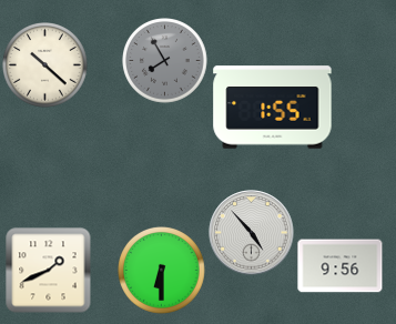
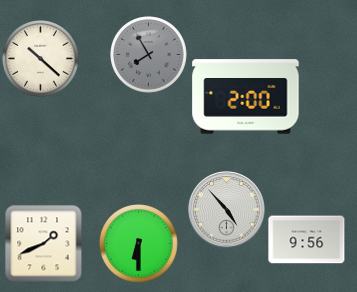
clock at (273, 108): 1:55 -> 2:00
clock at (162, 271) position: (162, 271) -> (139, 244)
